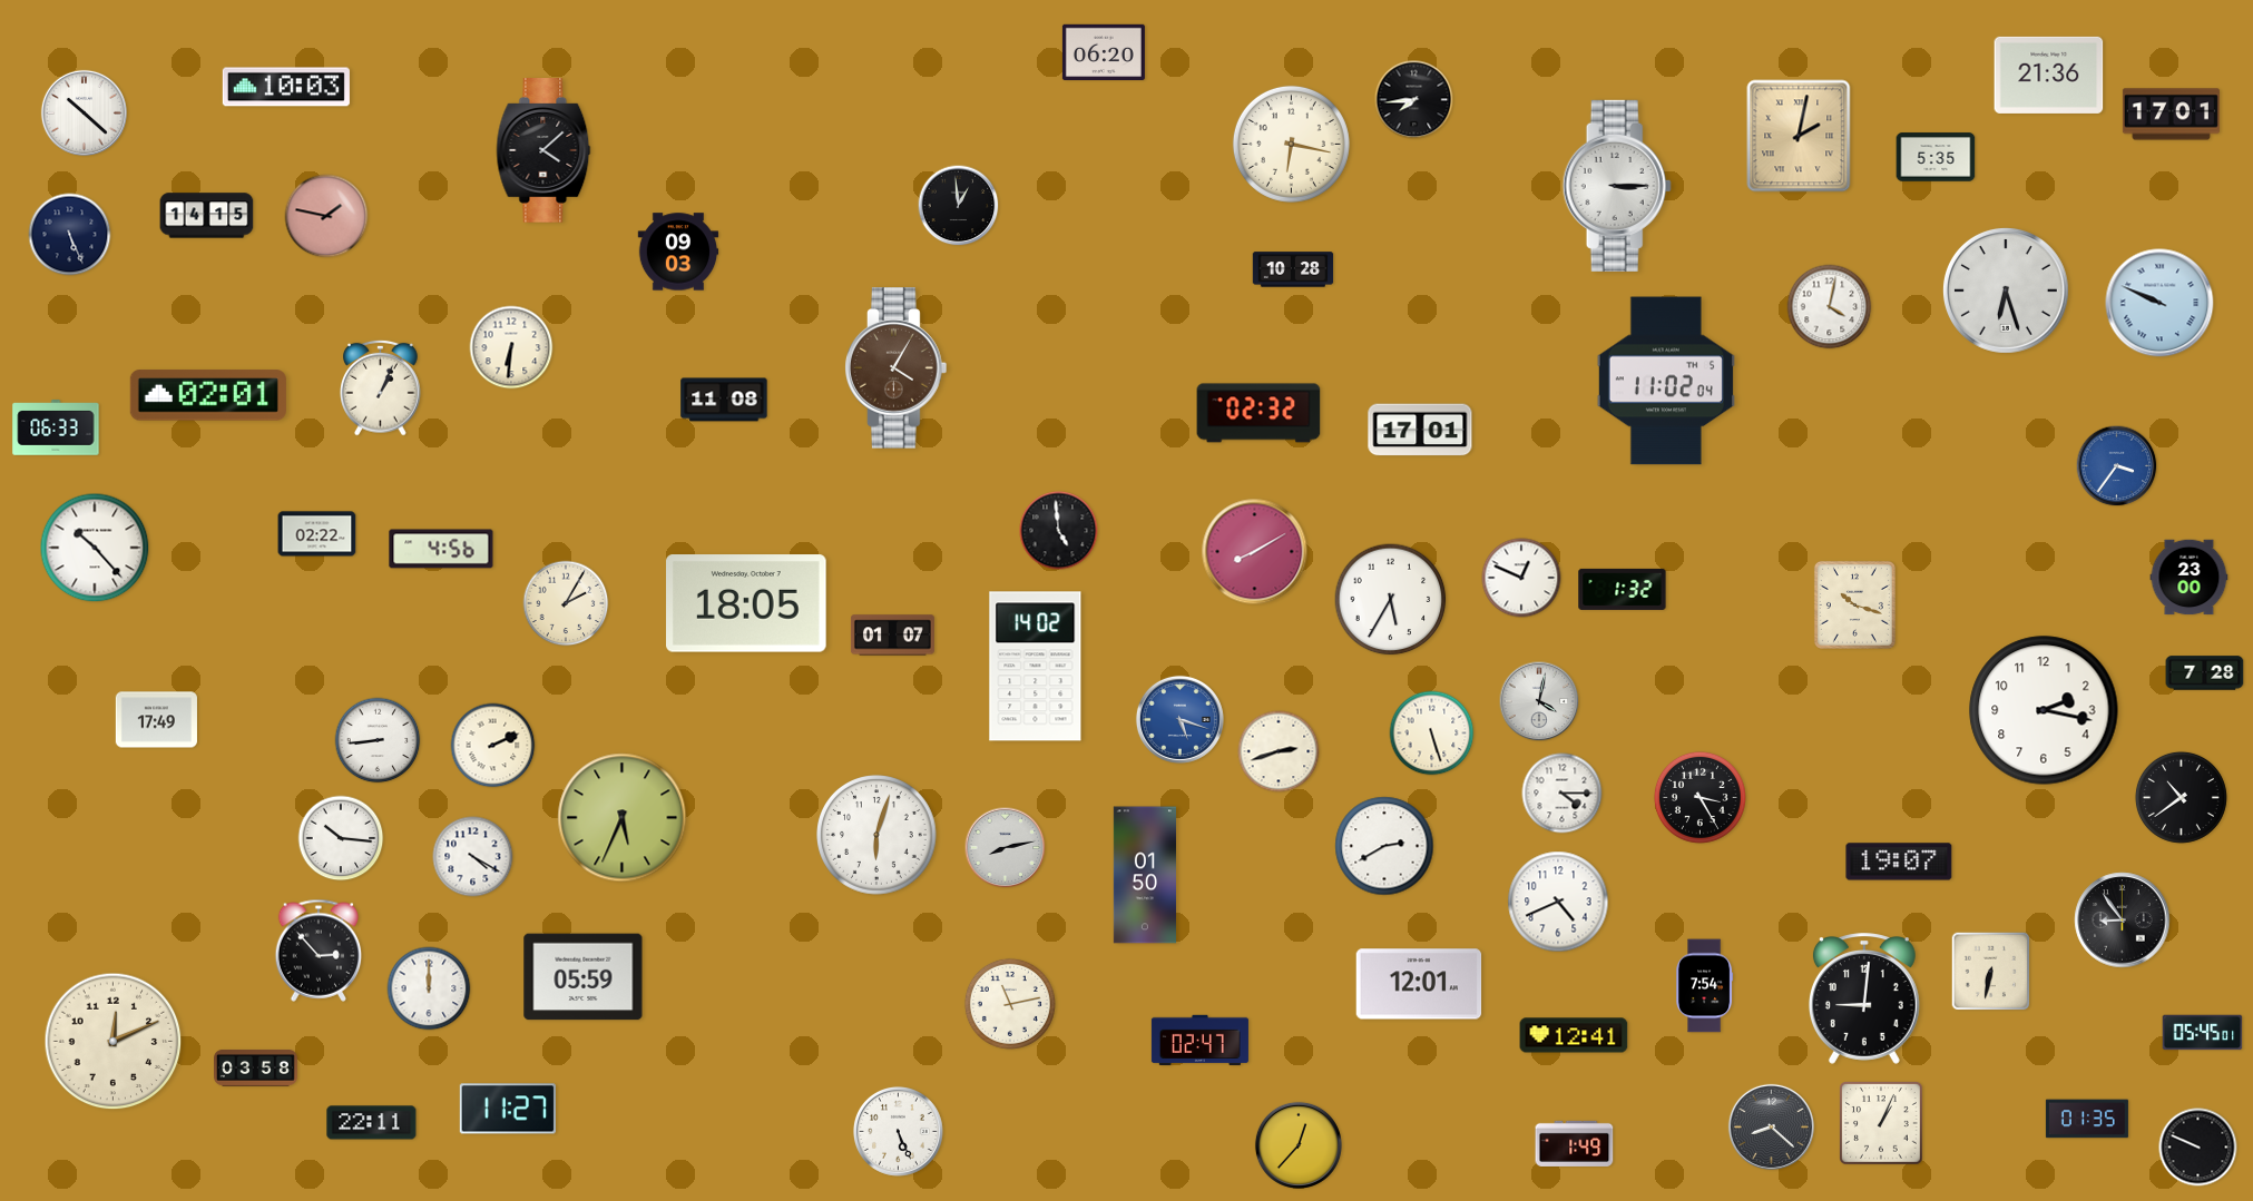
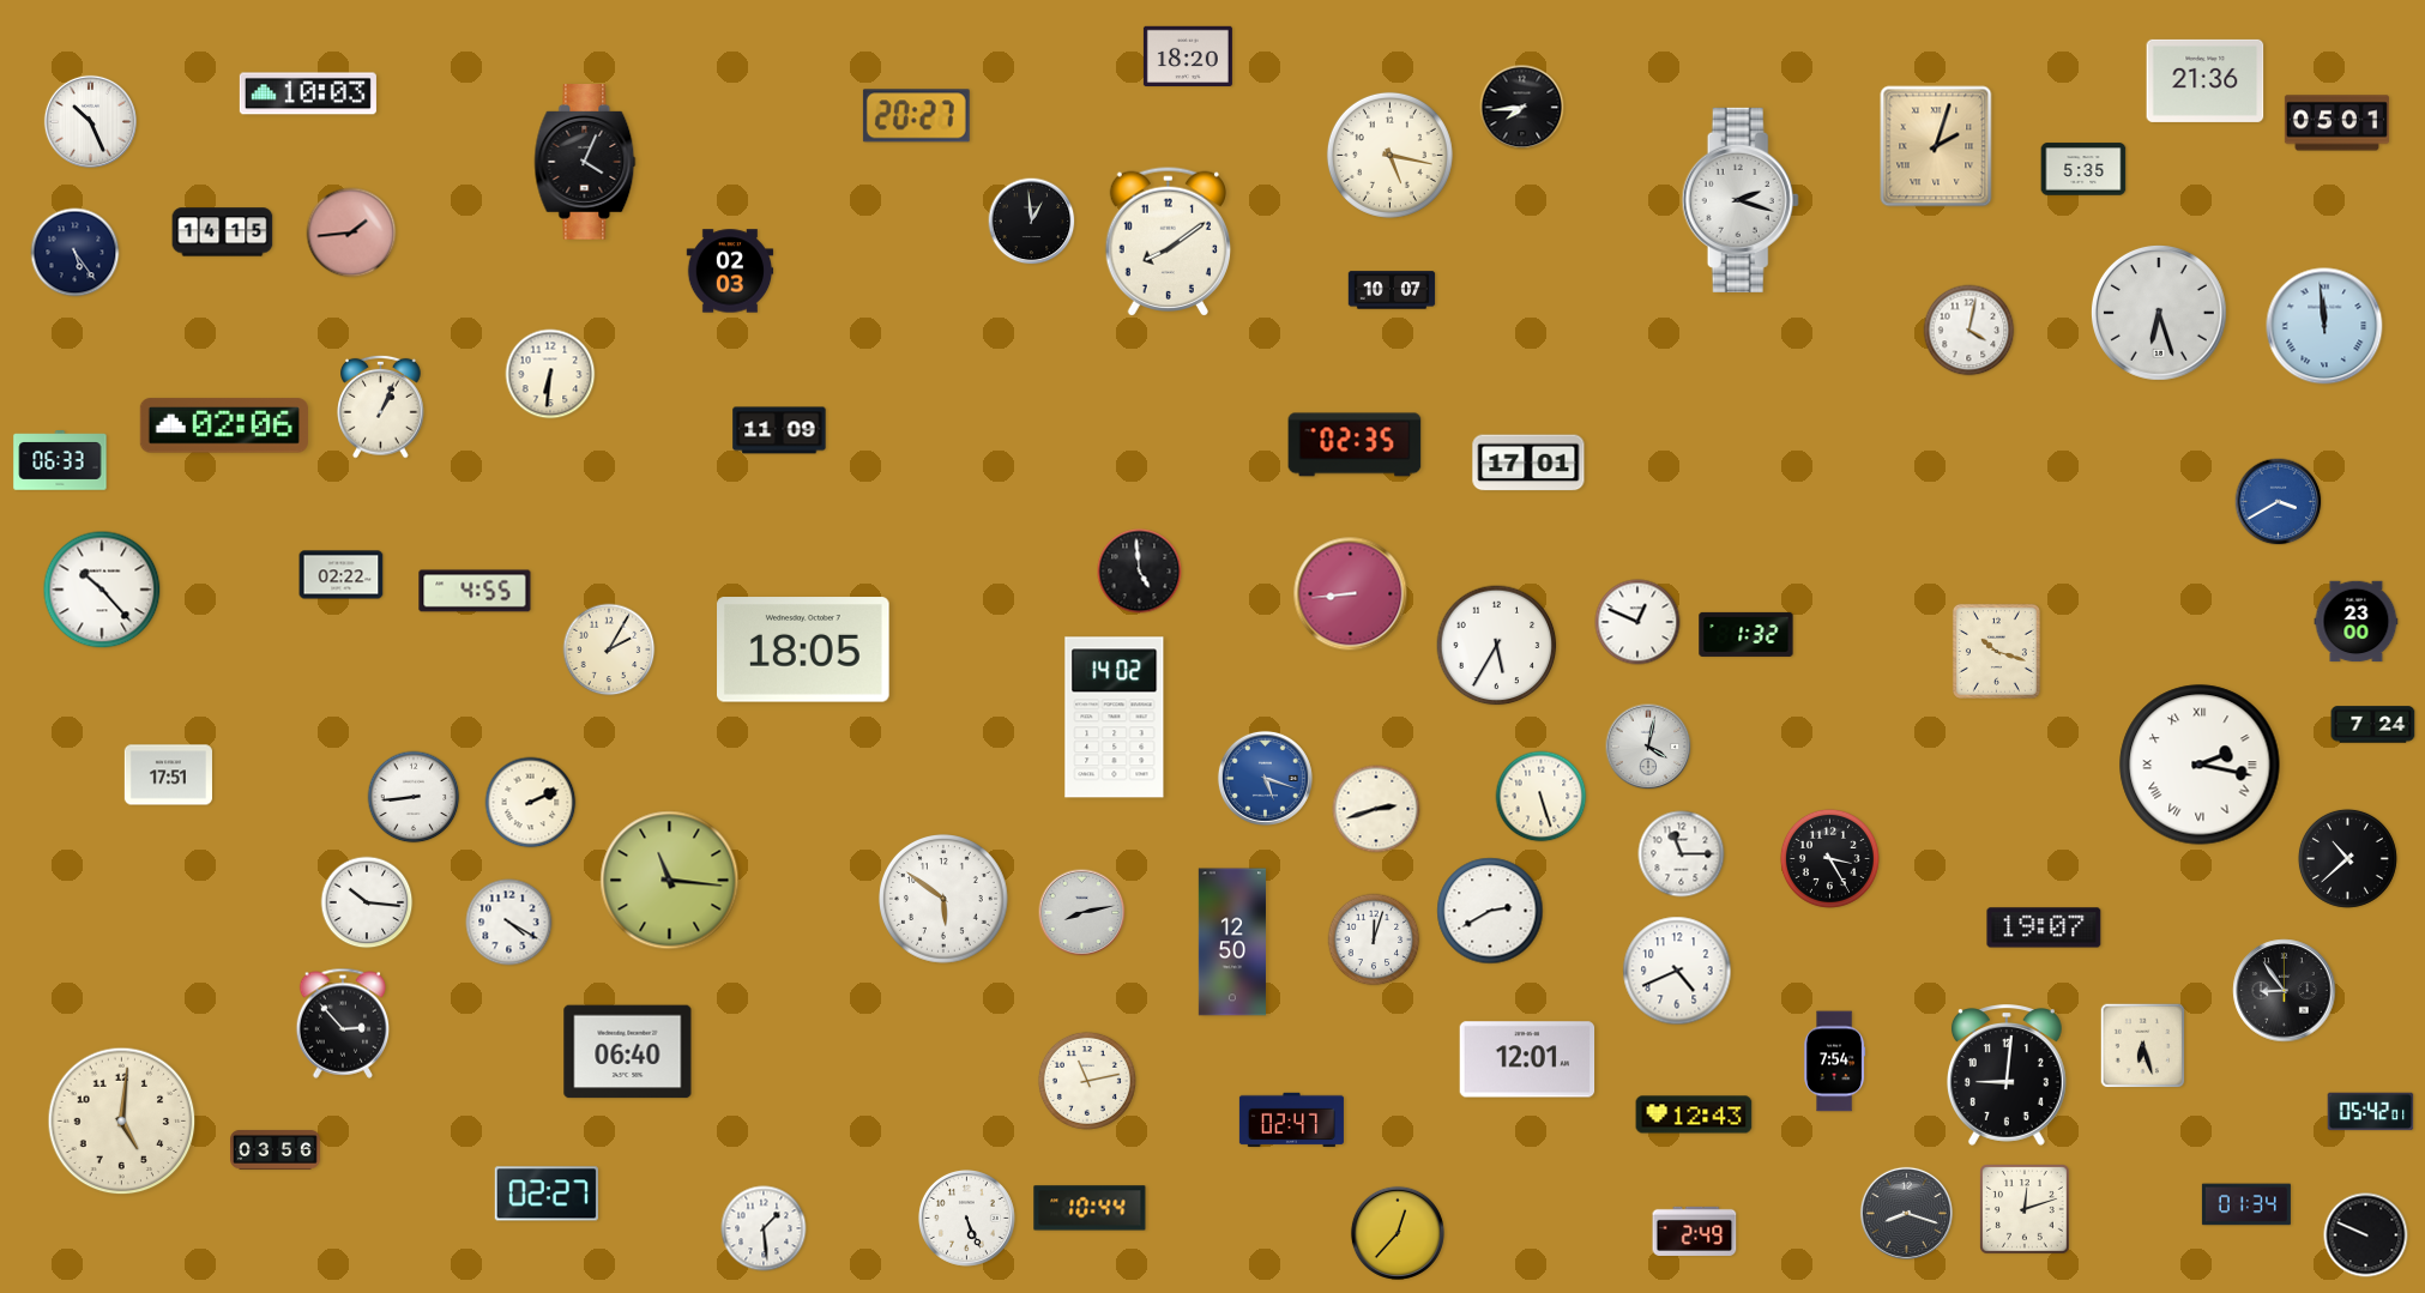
clock at (1104, 51): 06:20 -> 18:20
clock at (916, 116): none -> 20:27
clock at (84, 112): 10:22 -> 10:26
clock at (2171, 115): 17:01 -> 05:01
clock at (1799, 136): 2:02 -> 2:03
clock at (1291, 144): 6:17 -> 5:17
clock at (543, 150): 4:08 -> 4:04
clock at (1617, 186): 3:15 -> 2:18
clock at (326, 216): 1:47 -> 1:44
clock at (1168, 241): none -> 8:09
clock at (70, 235): 5:26 -> 5:24
clock at (678, 252): 09:03 -> 02:03
clock at (1293, 269): 10:28 -> 10:07
clock at (2159, 303): 9:49 -> 11:59
clock at (897, 368): 4:05 -> none
clock at (1666, 381): 11:02 -> none
clock at (381, 387) position: (381, 387) -> (381, 406)
clock at (208, 395): 02:01 -> 02:06
clock at (724, 400): 11:08 -> 11:09
clock at (1258, 413): 02:32 -> 02:35
clock at (2117, 466): 3:36 -> 3:40
clock at (441, 549): 4:56 -> 4:55
clock at (1255, 552): 8:10 -> 8:44
clock at (892, 636): 01:07 -> none
clock at (2205, 673): 7:28 -> 7:24
clock at (1539, 701) position: (1539, 701) -> (1648, 747)
clock at (2044, 710) numerals: Arabic -> Roman
clock at (1179, 719) position: (1179, 719) -> (1265, 778)
clock at (156, 720): 17:49 -> 17:51
clock at (1432, 734) position: (1432, 734) -> (1542, 797)
clock at (378, 740) position: (378, 740) -> (414, 797)
clock at (1563, 794): 4:15 -> 11:15
clock at (2181, 797): 10:39 -> 10:38
clock at (623, 818): 5:34 -> 11:16
clock at (878, 836): 6:03 -> 5:51
clock at (1374, 939): none -> 12:03
clock at (1145, 875): 01:50 -> 12:50
clock at (1991, 972): 6:32 -> 6:27
clock at (584, 977): 05:59 -> 06:40
clock at (429, 988): 12:00 -> none
clock at (2203, 1033): 05:45 -> 05:42
clock at (1574, 1035): 12:41 -> 12:43
clock at (114, 1042): 12:11 -> 5:01
clock at (256, 1067): 03:58 -> 03:56
clock at (508, 1109): 11:27 -> 02:27
clock at (2087, 1119): 01:35 -> 01:34
clock at (1090, 1208): none -> 10:44
clock at (372, 1123): 22:11 -> none
clock at (1881, 1123): 1:04 -> 12:12
clock at (1771, 1126): 8:22 -> 8:18
clock at (764, 1228): none -> 1:29
clock at (1575, 1143): 1:49 -> 2:49
